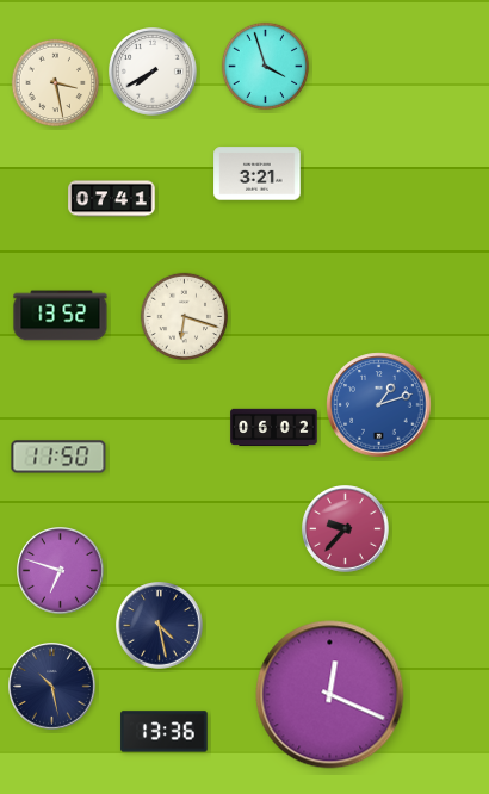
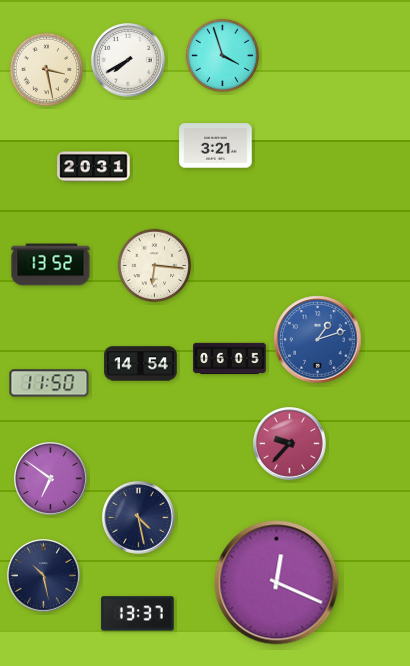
clock at (112, 199): 07:41 -> 20:31
clock at (185, 317): 6:18 -> 6:16
clock at (274, 428): 06:02 -> 06:05
clock at (141, 364): none -> 14:54
clock at (61, 571): 6:48 -> 6:51
clock at (160, 626) position: (160, 626) -> (139, 518)
clock at (165, 732): 13:36 -> 13:37
